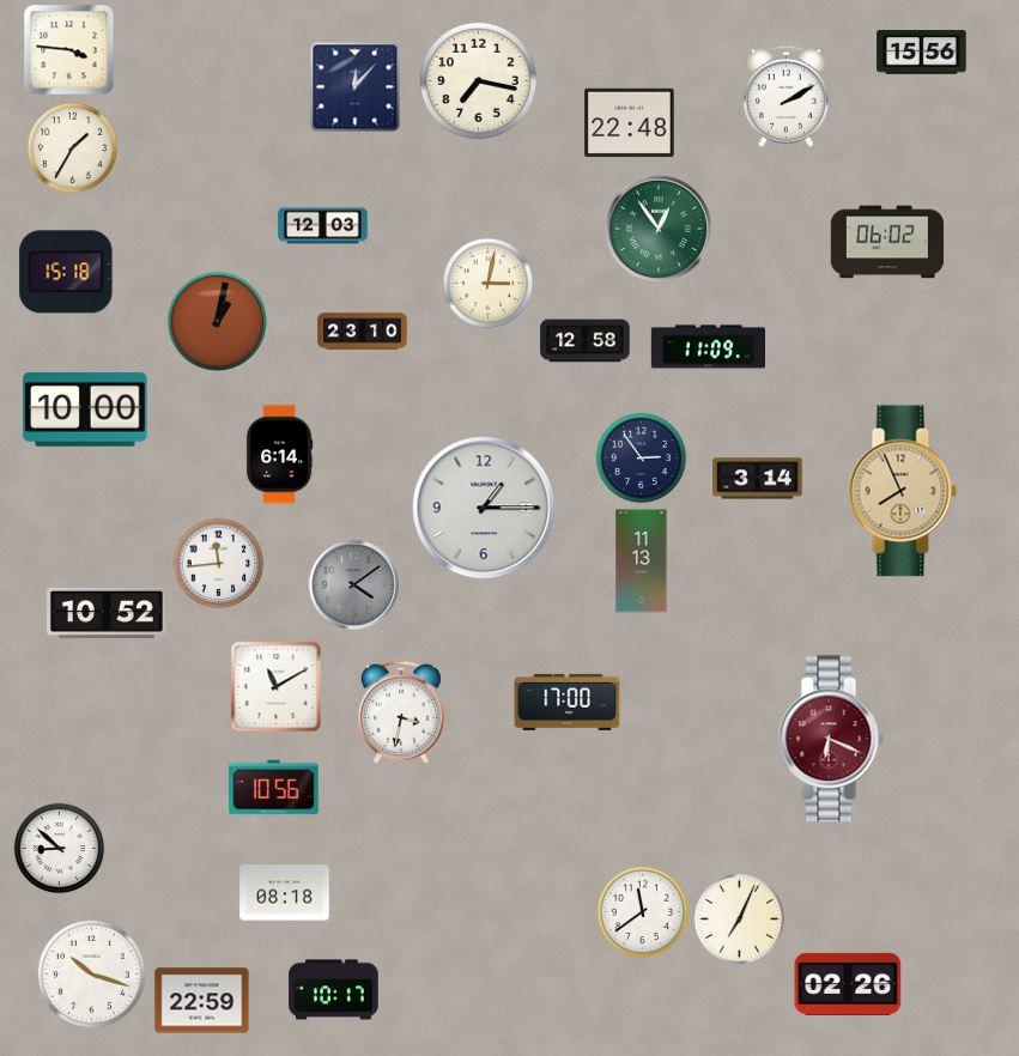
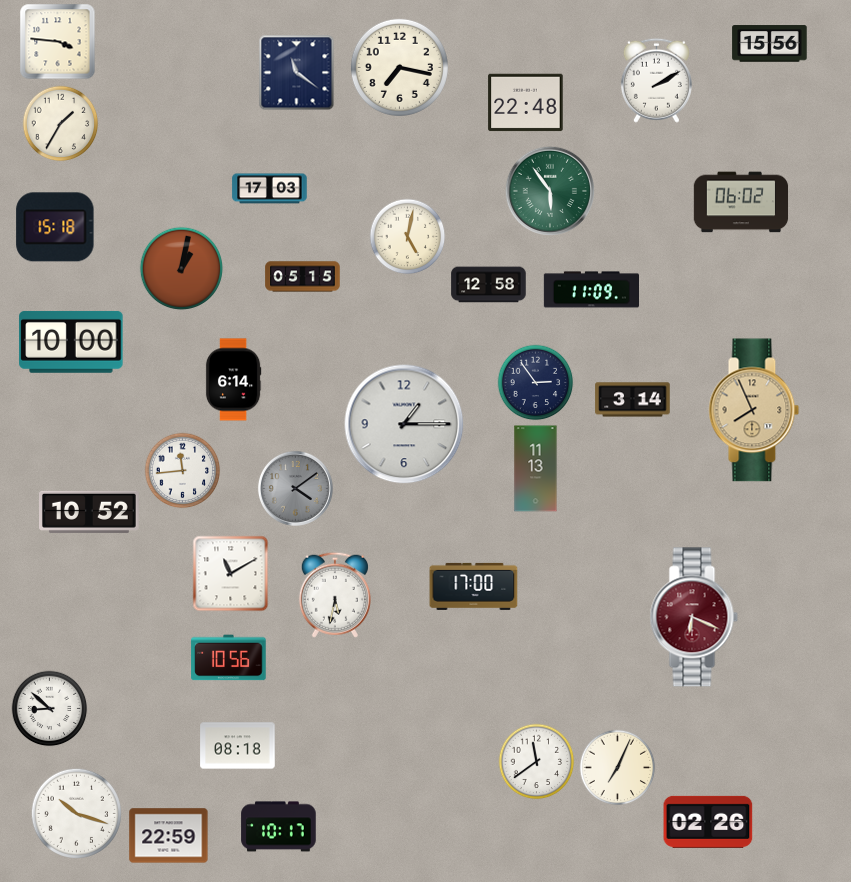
clock at (356, 87): 12:07 -> 11:21
clock at (323, 226): 12:03 -> 17:03
clock at (659, 229): 12:54 -> 5:54
clock at (489, 284): 3:02 -> 5:02
clock at (363, 332): 23:10 -> 05:15
clock at (401, 712): 3:32 -> 5:32
